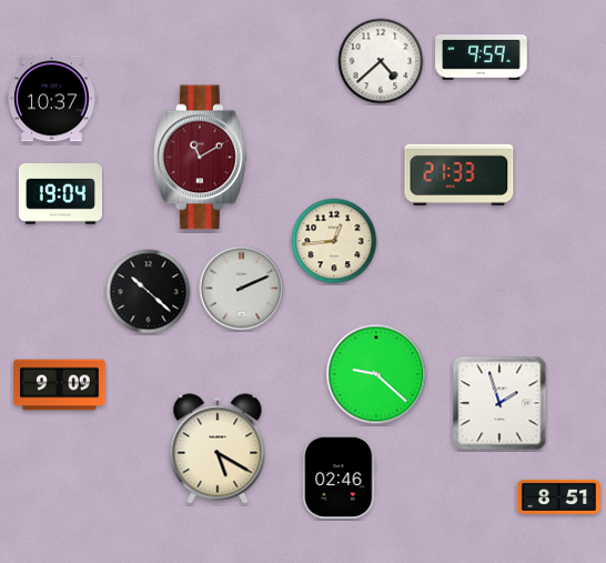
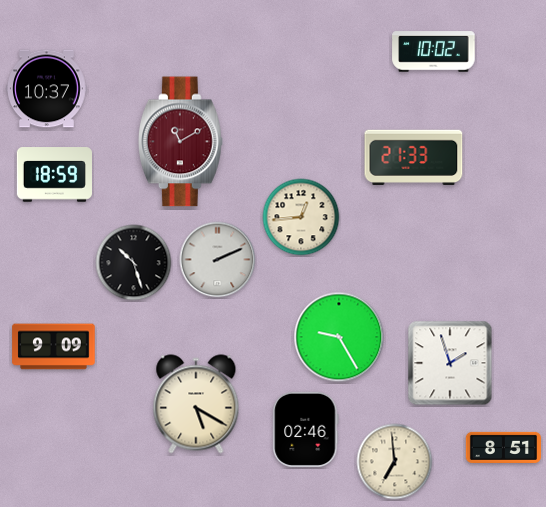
clock at (482, 58): 9:59 -> 10:02
clock at (381, 61): 4:38 -> none
clock at (60, 194): 19:04 -> 18:59
clock at (149, 292): 10:22 -> 10:27
clock at (376, 374): 9:22 -> 9:25
clock at (395, 462): none -> 6:59
